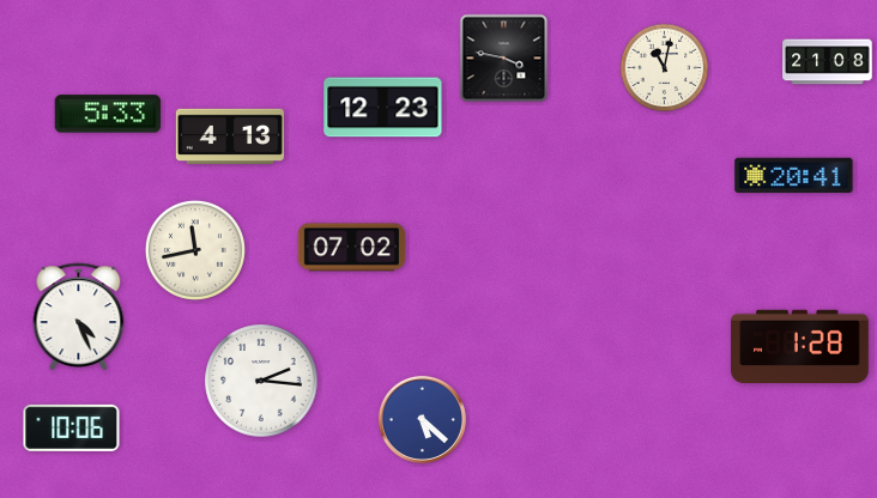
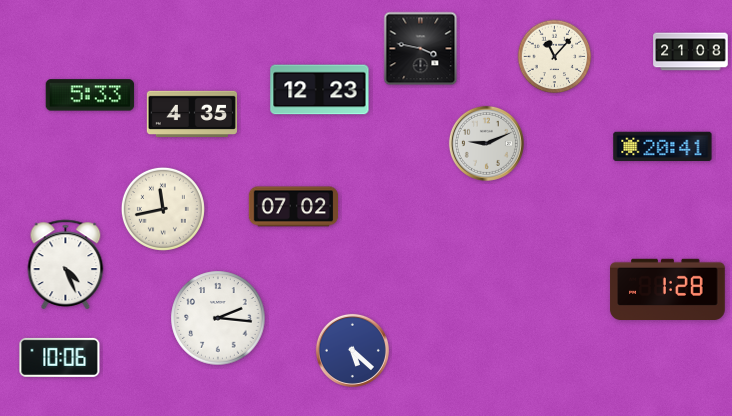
clock at (665, 68): 11:02 -> 11:07
clock at (229, 136): 4:13 -> 4:35
clock at (486, 143): none -> 9:11
